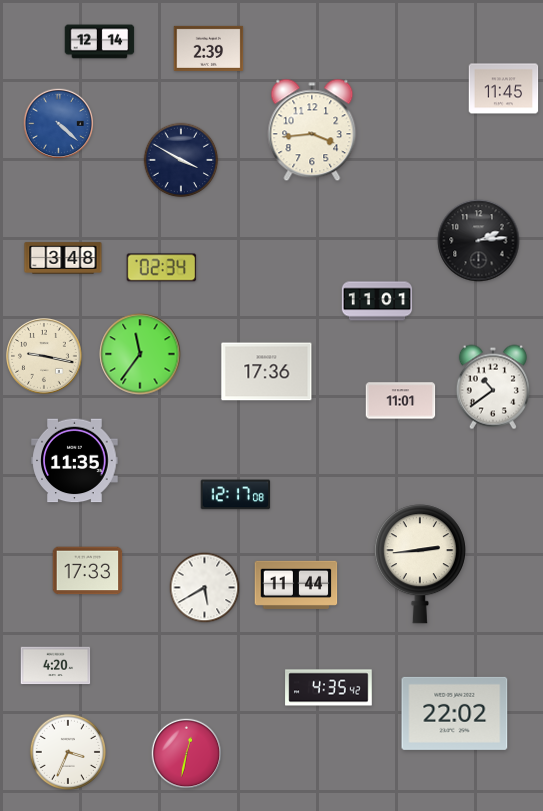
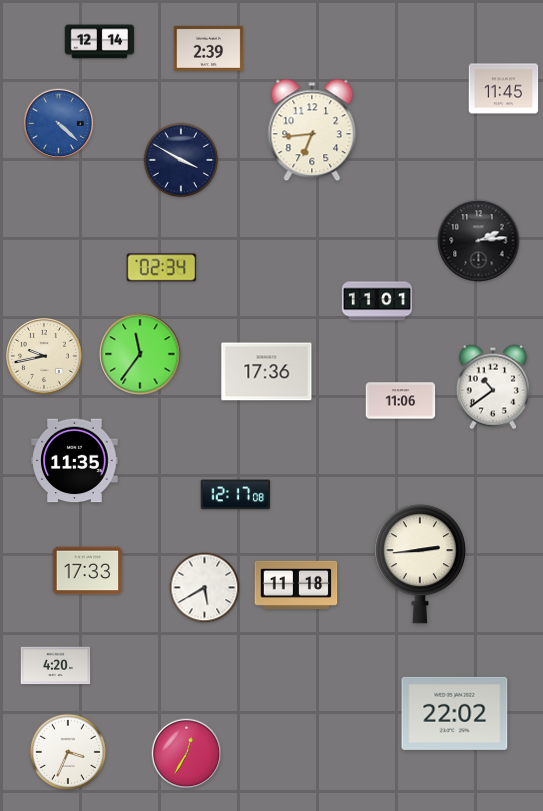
clock at (312, 130): 3:44 -> 6:44
clock at (63, 258): 3:48 -> none
clock at (45, 357): 9:17 -> 9:43
clock at (401, 401): 11:01 -> 11:06
clock at (296, 585): 11:44 -> 11:18
clock at (329, 688): 4:35 -> none
clock at (187, 754): 12:32 -> 12:35
